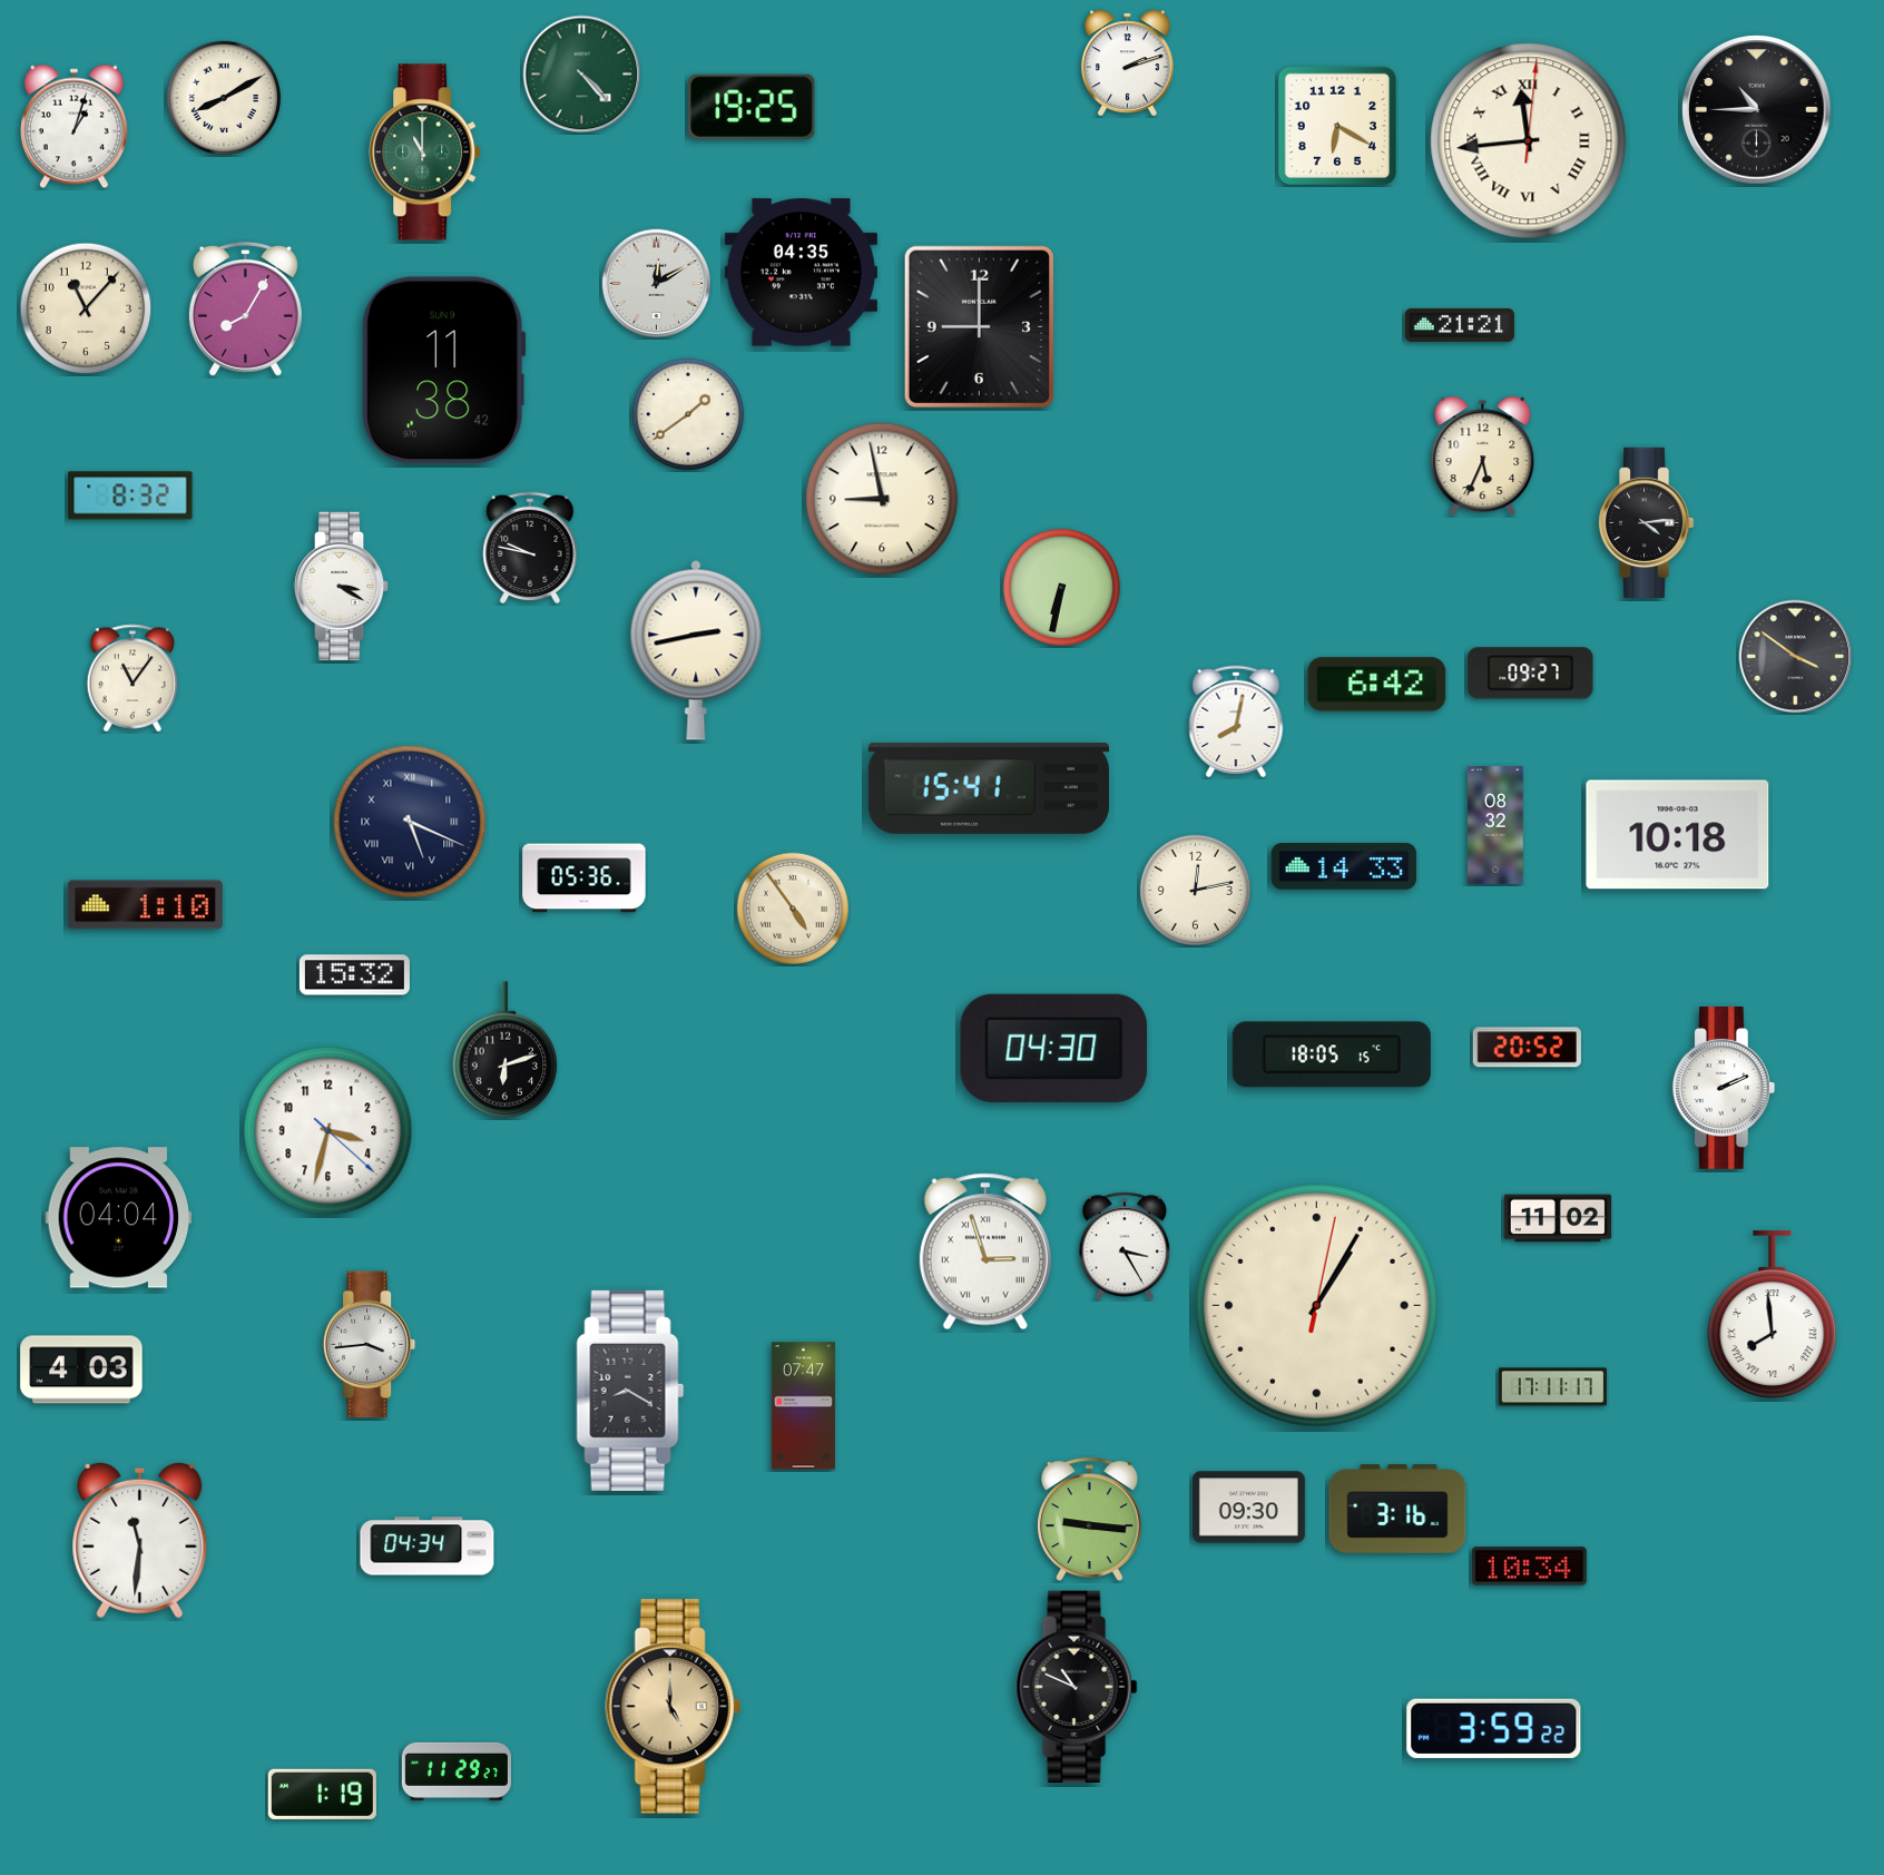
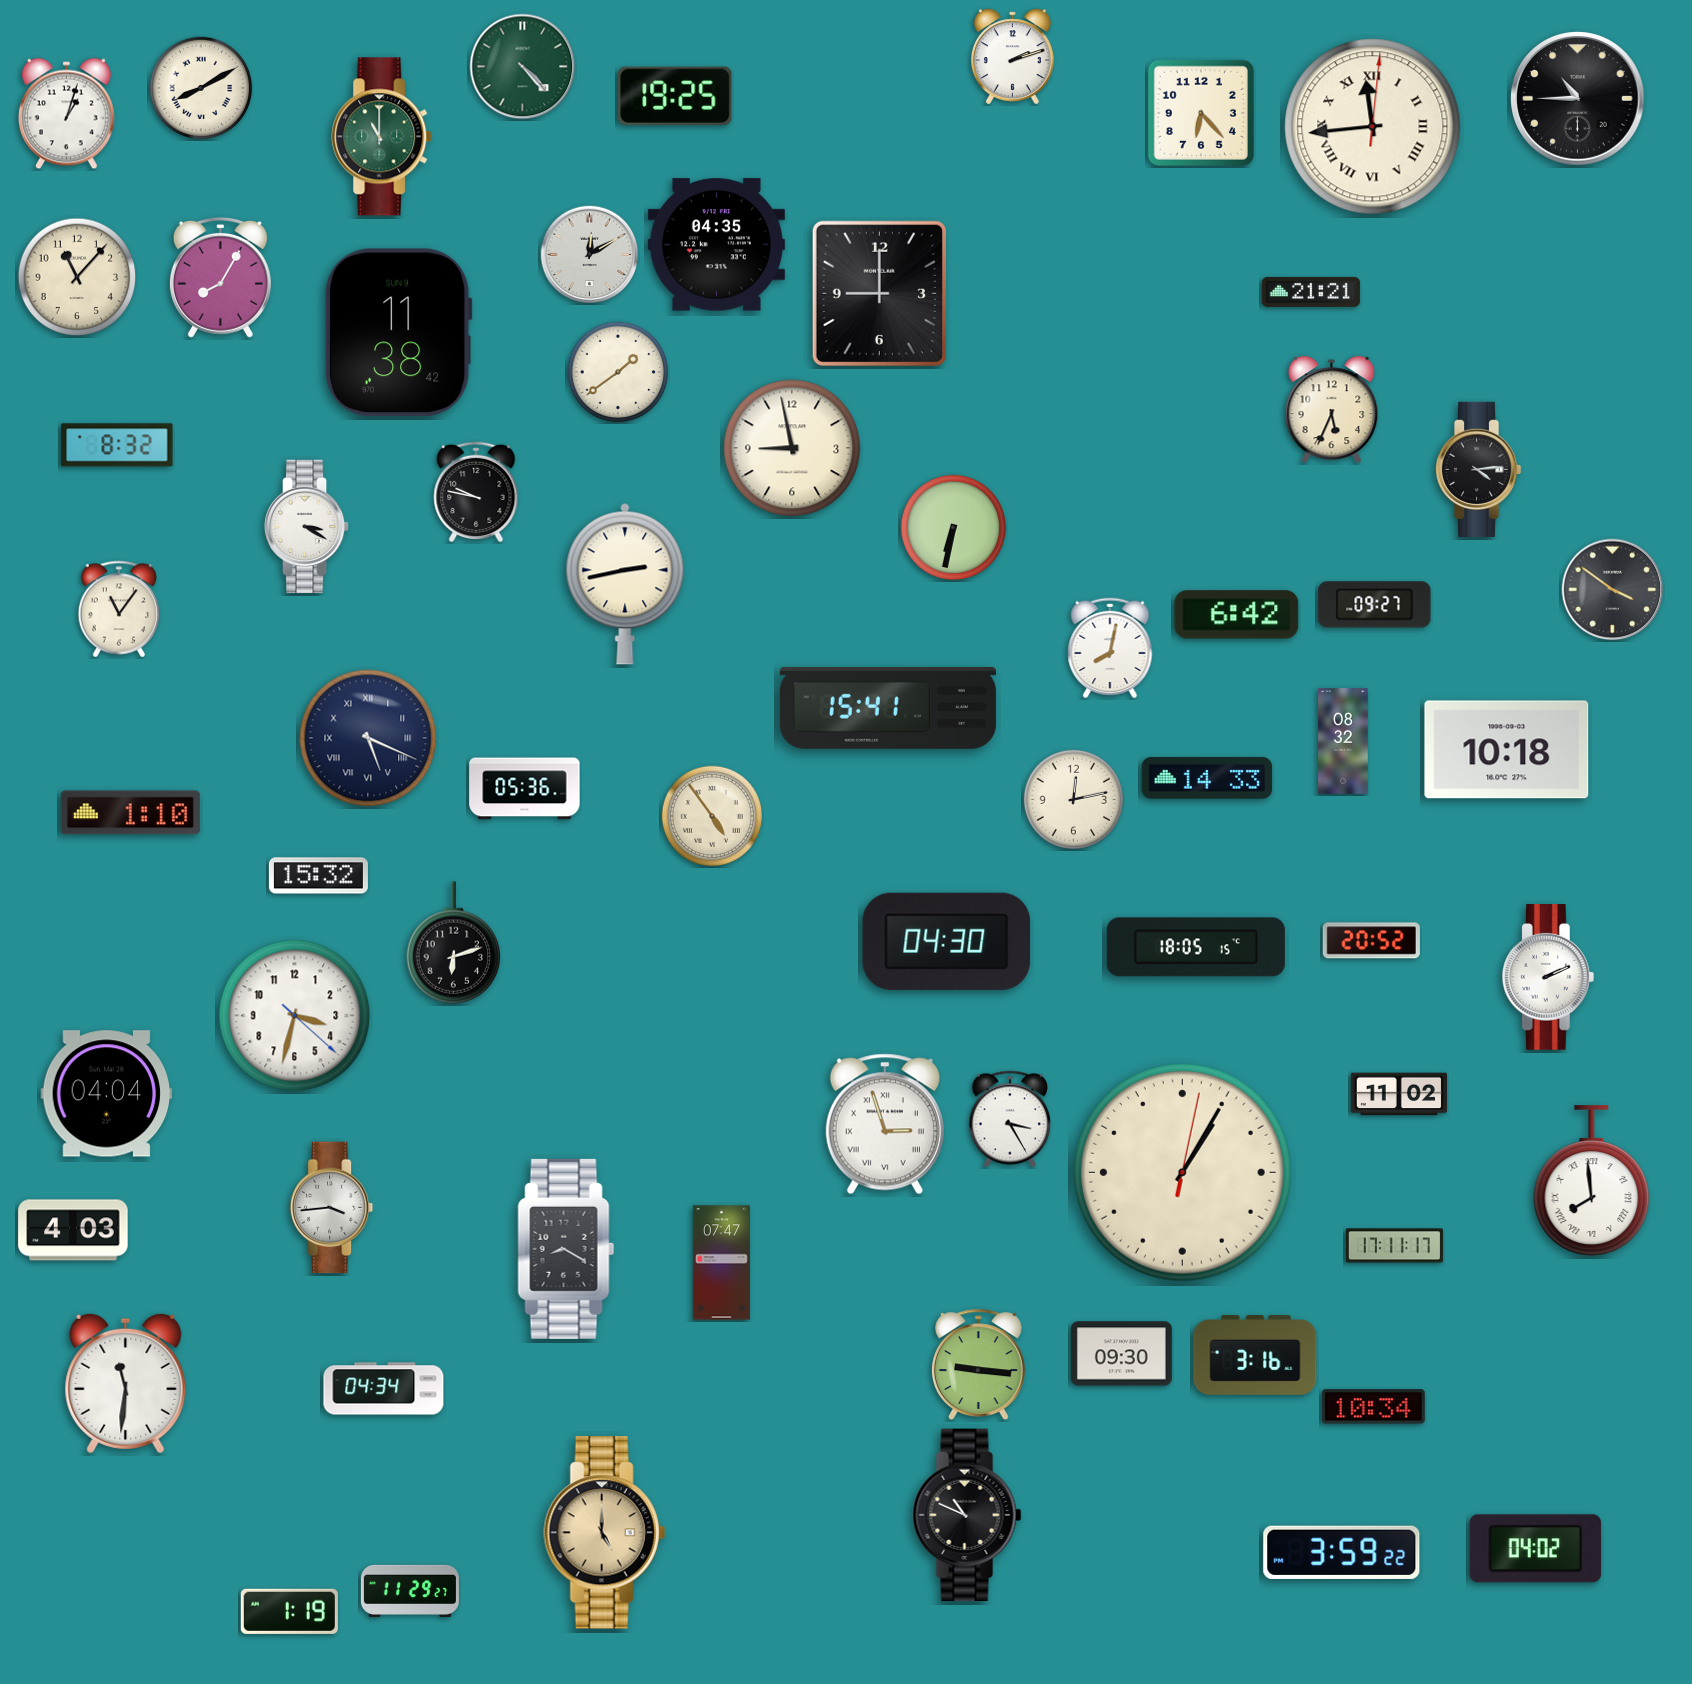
clock at (1337, 126): 6:20 -> 6:23
clock at (801, 273) position: (801, 273) -> (716, 245)
clock at (1535, 1549): none -> 04:02
